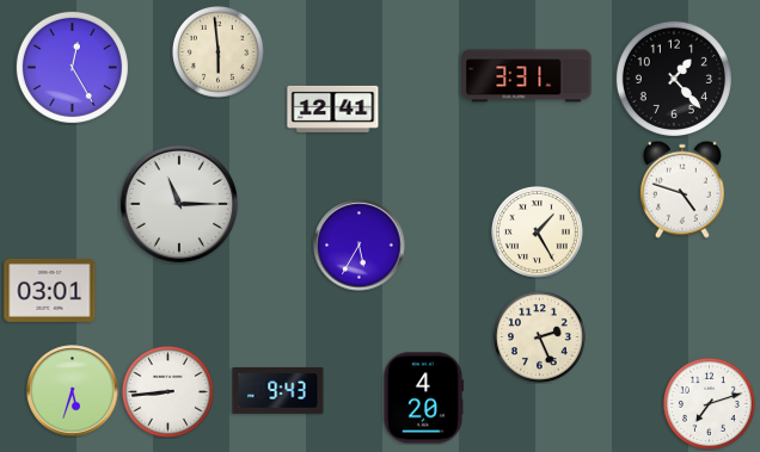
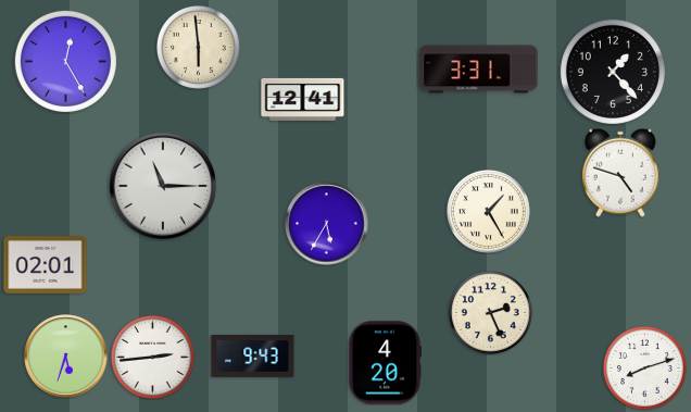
clock at (50, 290): 03:01 -> 02:01
clock at (540, 338) position: (540, 338) -> (491, 313)
clock at (168, 392): 8:44 -> 2:44
clock at (710, 404): 7:12 -> 8:12
